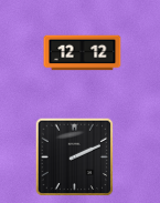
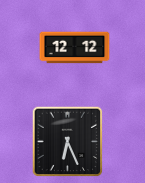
clock at (75, 158): 2:11 -> 6:26
